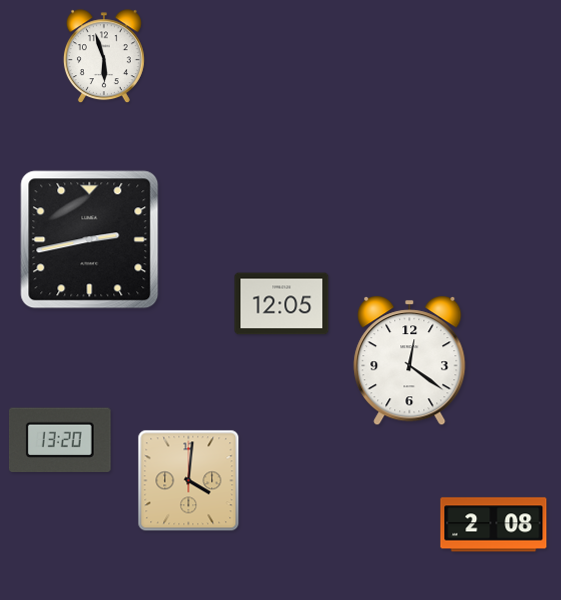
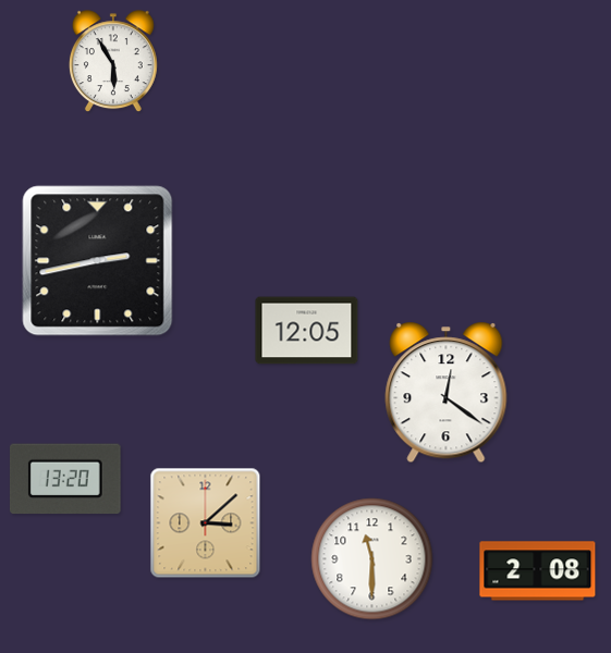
clock at (104, 57): 5:57 -> 5:55
clock at (189, 481): 4:01 -> 3:08
clock at (372, 559): none -> 11:30
